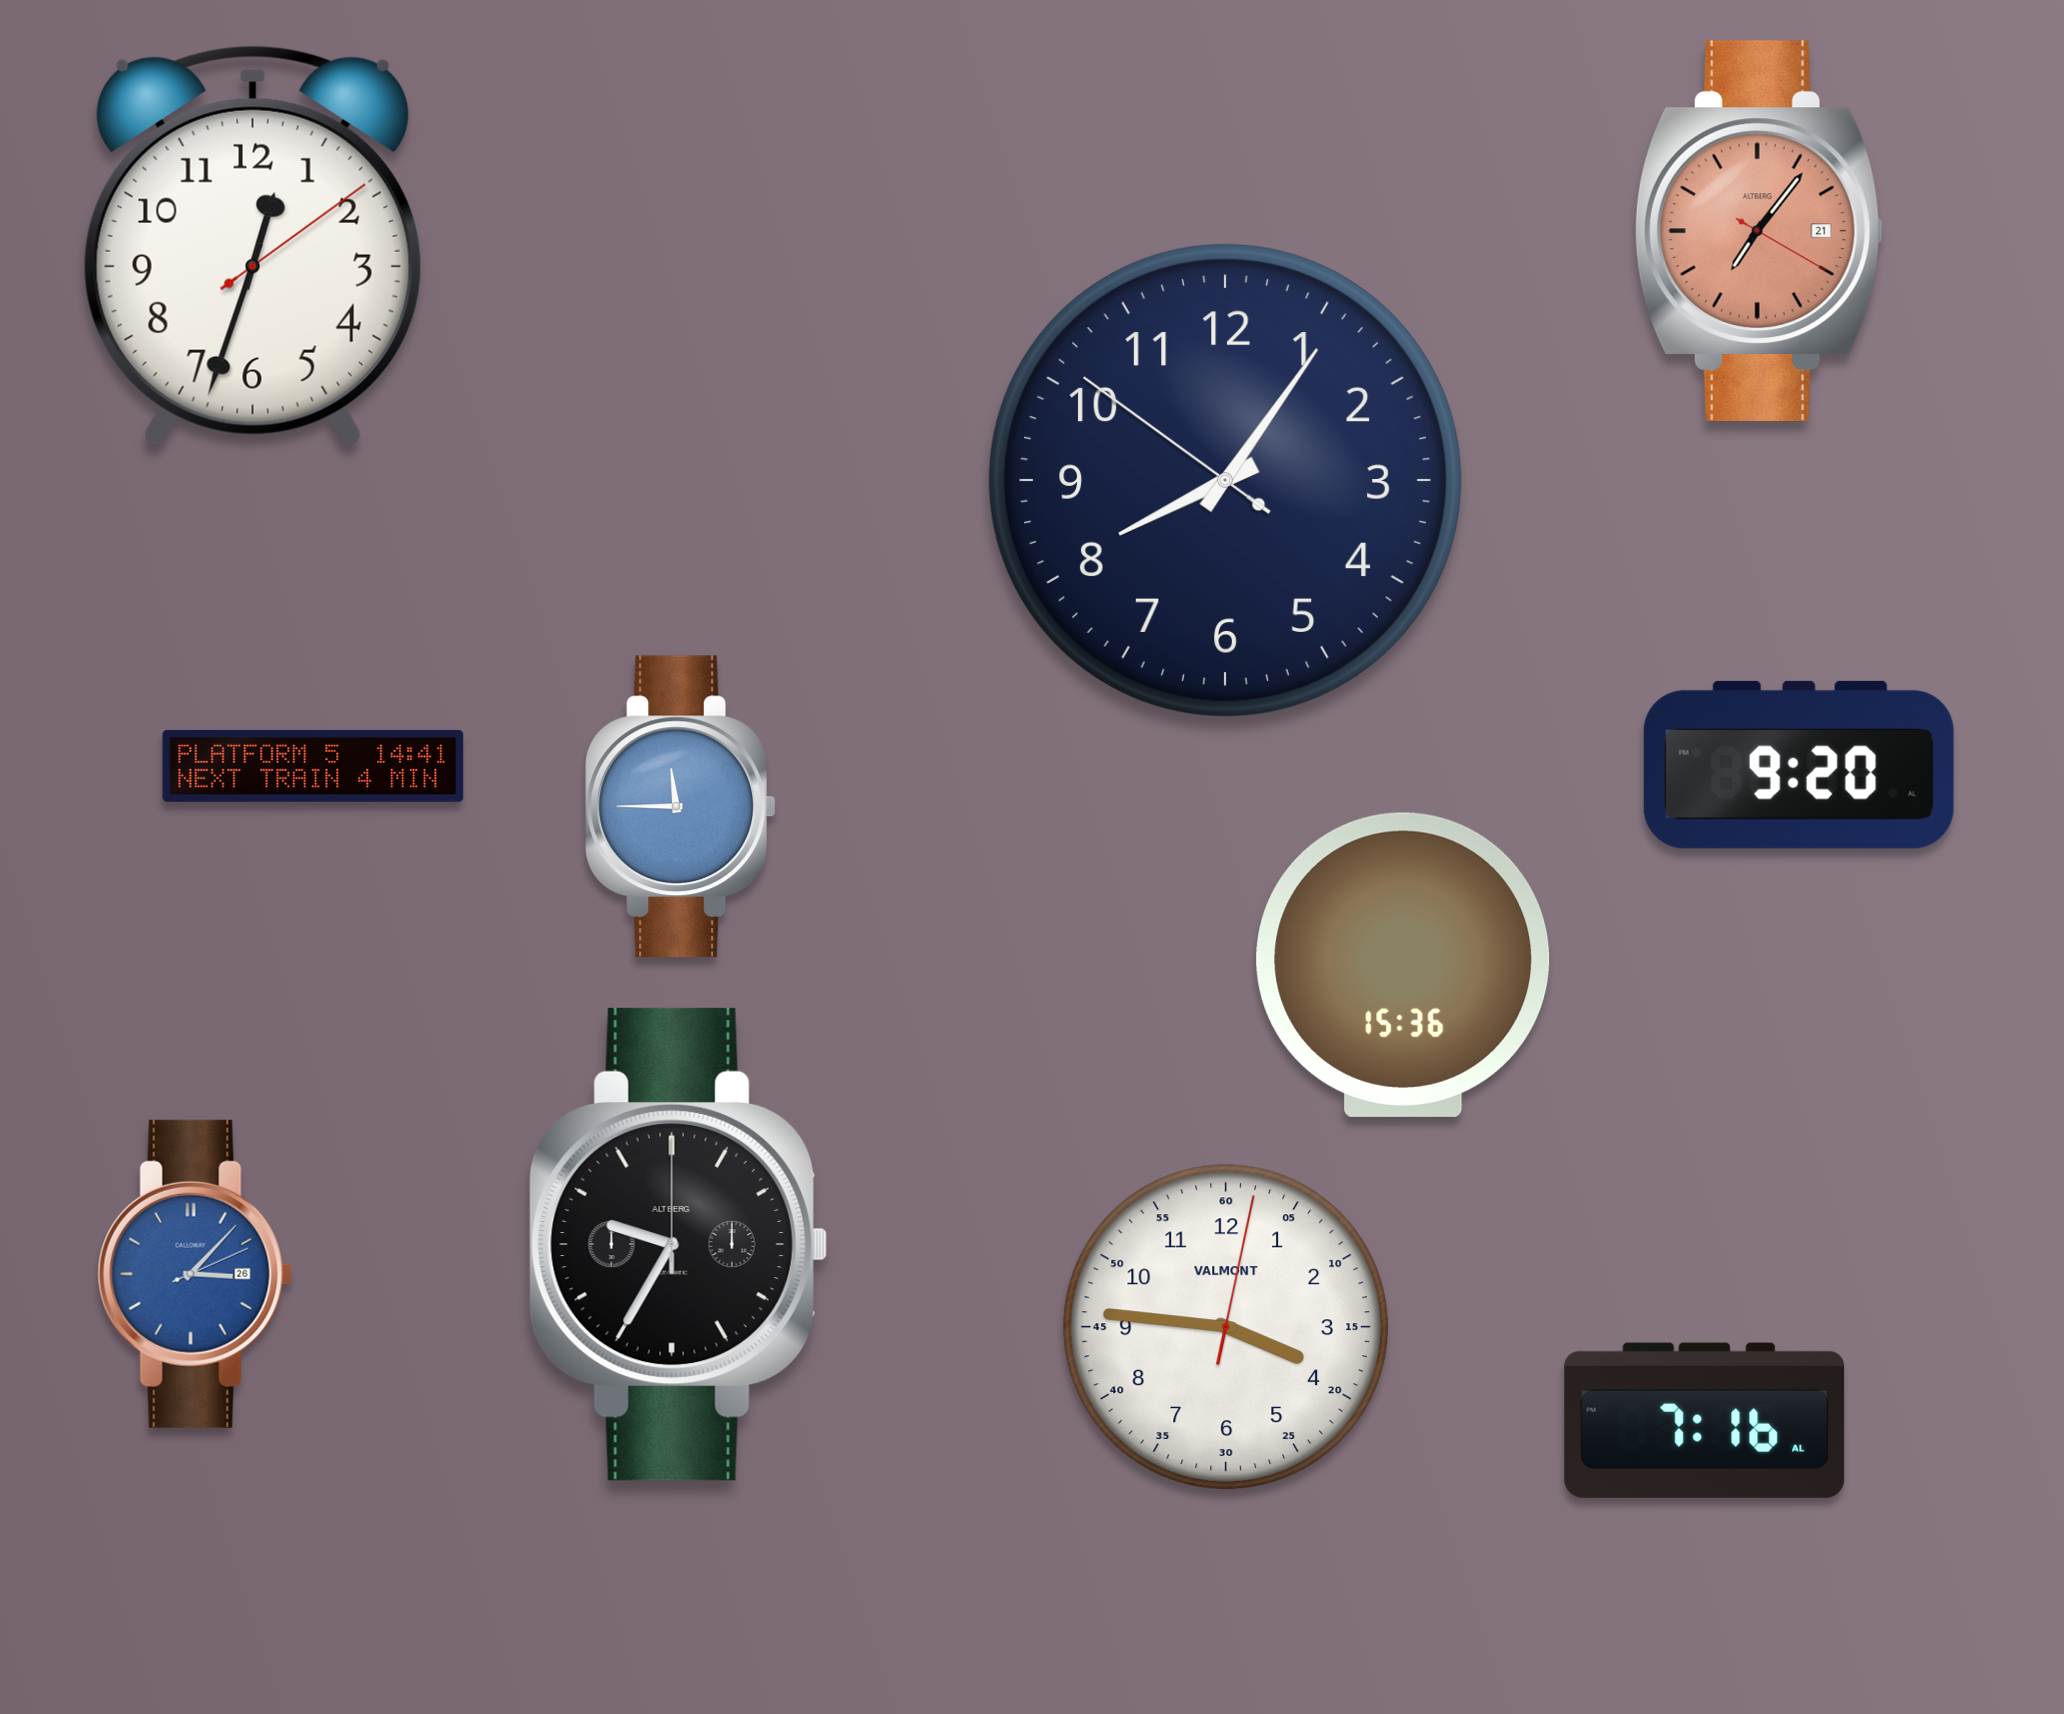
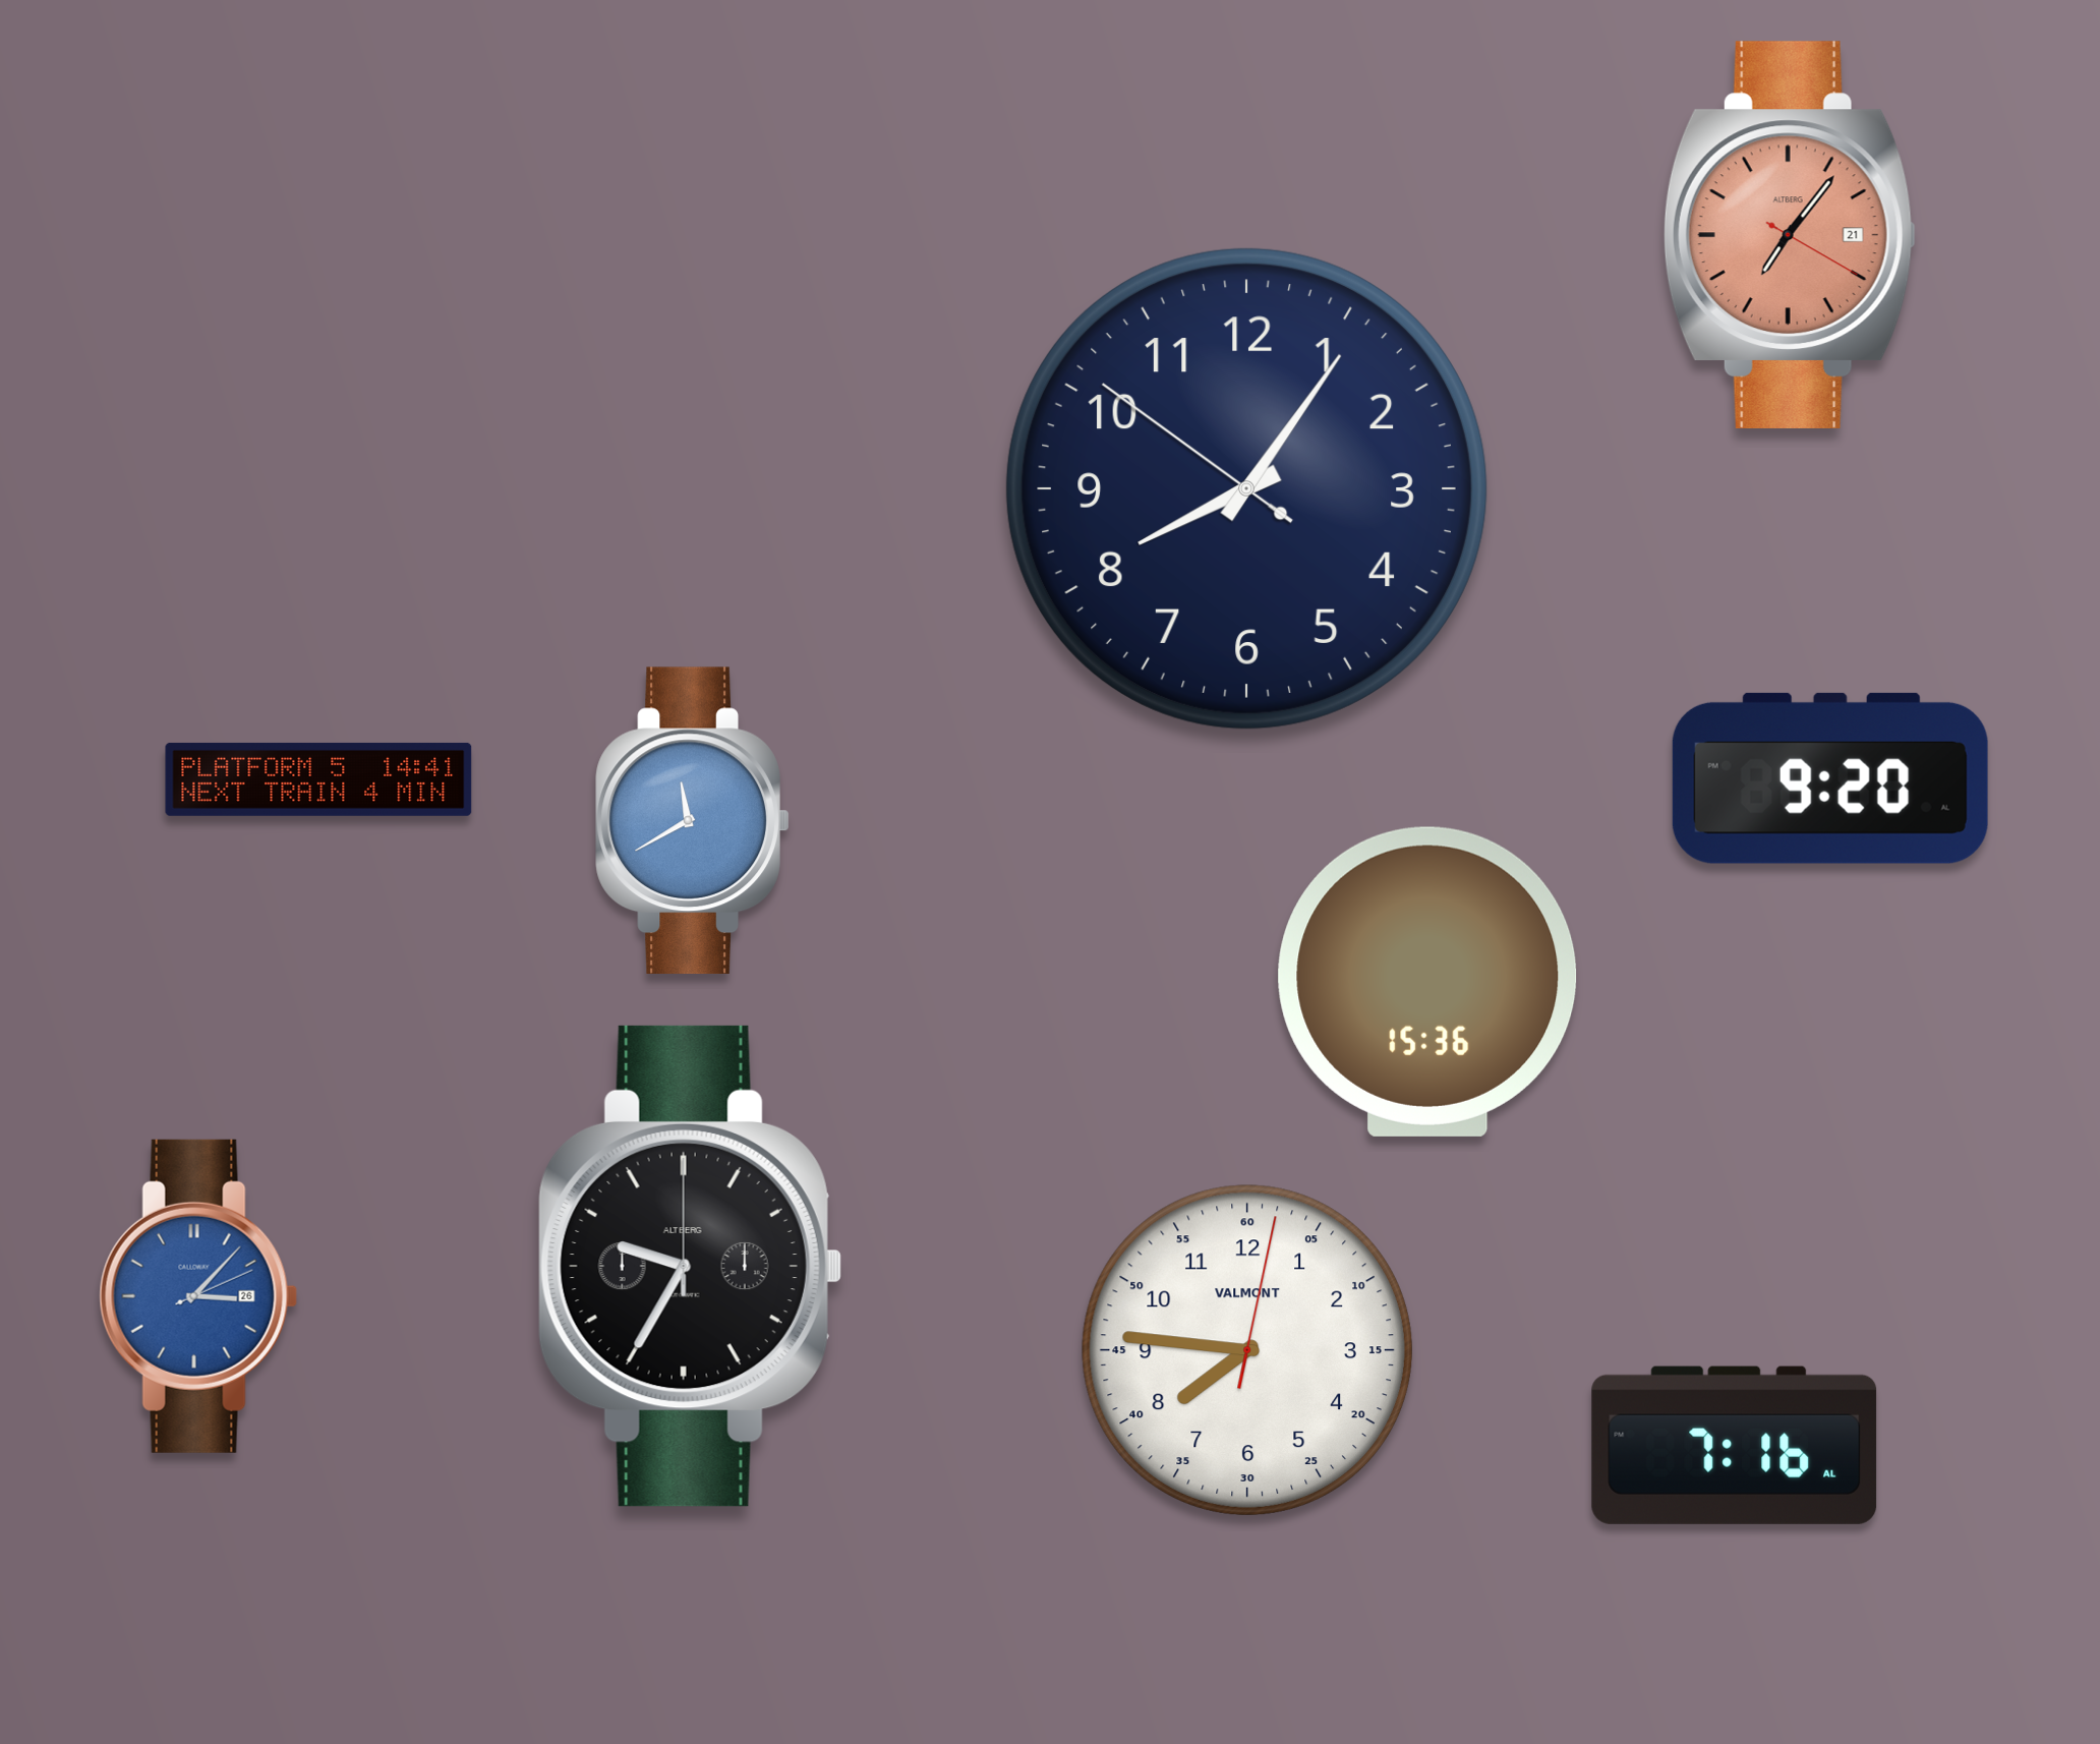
clock at (253, 246): 12:33 -> none
clock at (681, 806): 11:45 -> 11:40
clock at (1226, 1327): 3:46 -> 7:46
